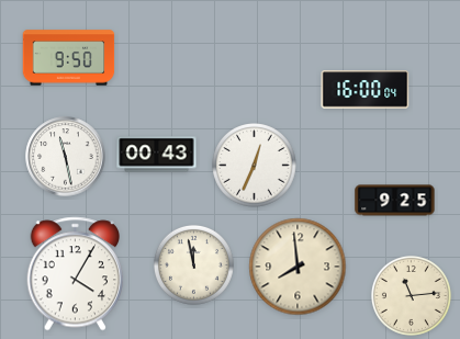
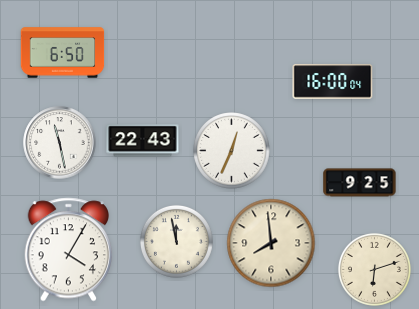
clock at (69, 58): 9:50 -> 6:50
clock at (157, 155): 00:43 -> 22:43
clock at (411, 295): 11:14 -> 6:12
